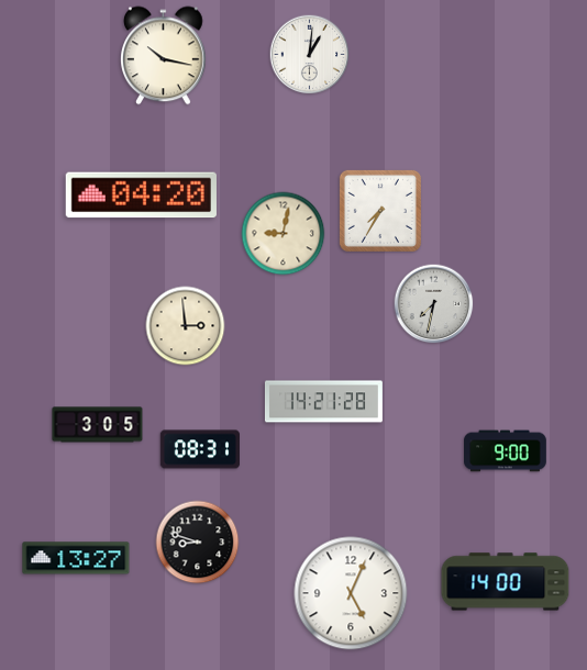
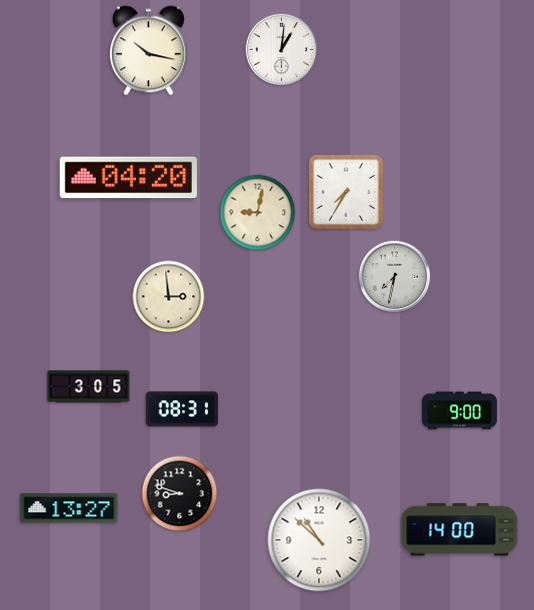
clock at (323, 402): 14:21 -> none
clock at (351, 593): 5:04 -> 10:52
